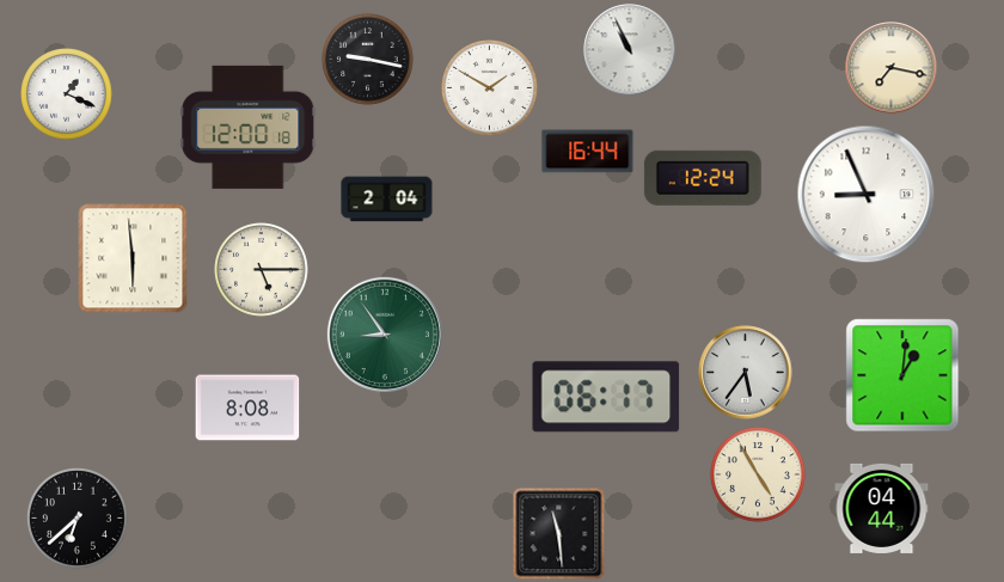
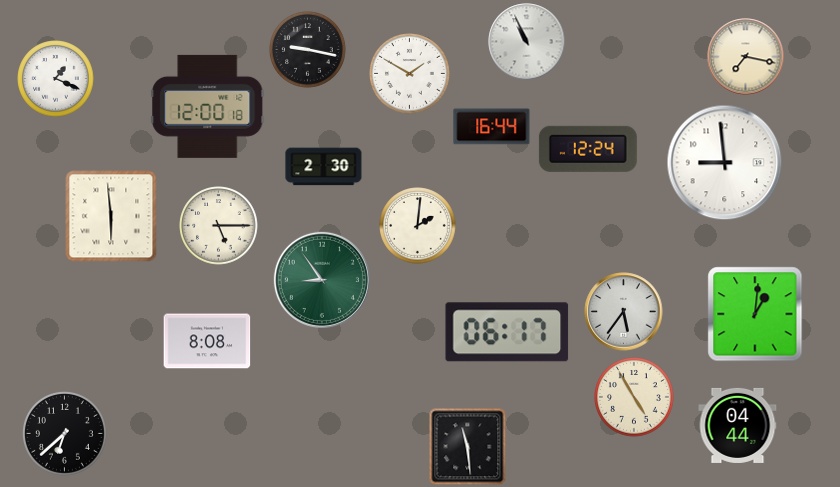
clock at (867, 195): 8:56 -> 8:59
clock at (387, 200): 2:04 -> 2:30
clock at (418, 226): none -> 2:01
